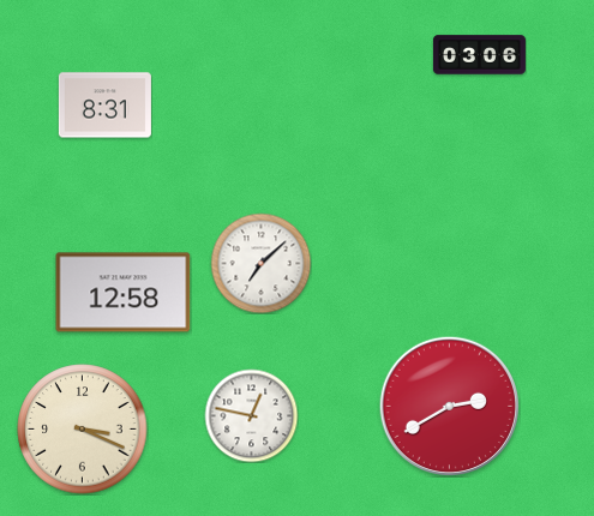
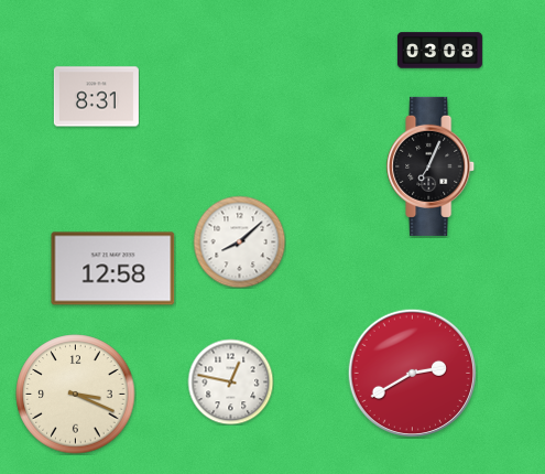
clock at (479, 55): 03:06 -> 03:08
clock at (432, 166): none -> 7:04
clock at (260, 263): 7:08 -> 8:08
